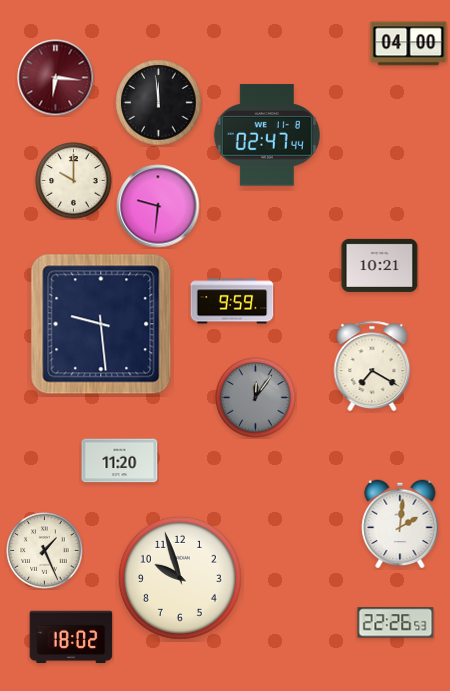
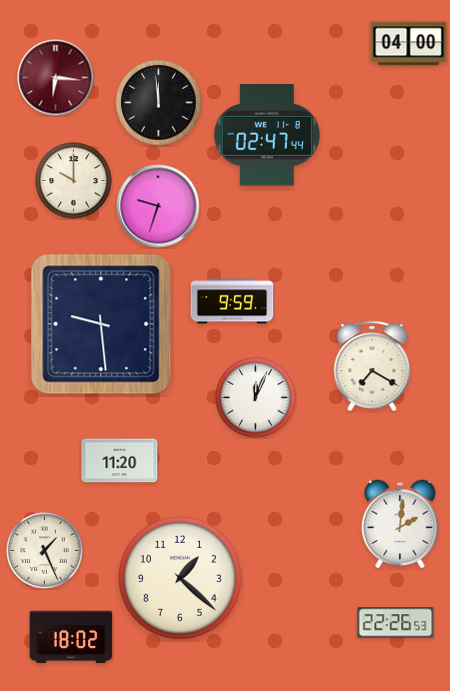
clock at (158, 206): 9:31 -> 9:33
clock at (380, 265): 10:21 -> none
clock at (256, 398): 12:06 -> 12:04
clock at (256, 398) dial: grey -> white
clock at (180, 578): 9:57 -> 1:22
